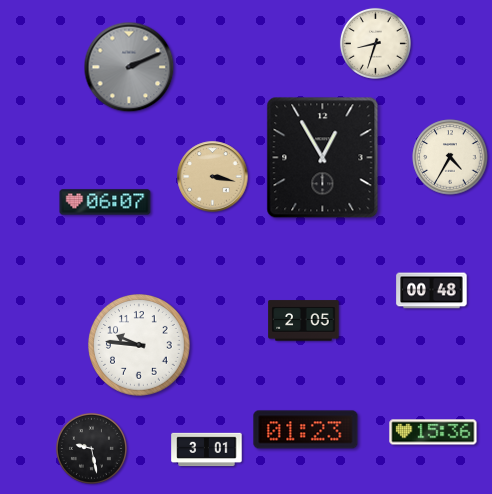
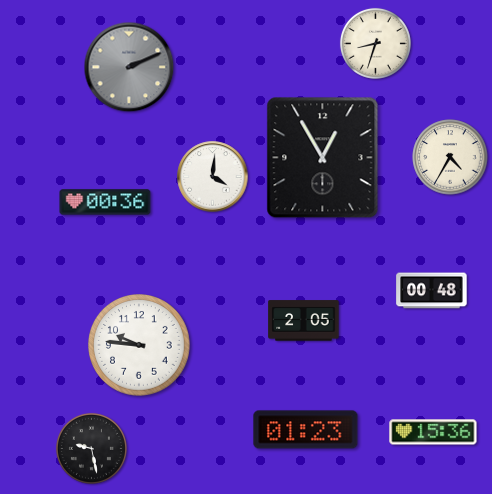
clock at (213, 177): 3:17 -> 4:01
clock at (213, 177) dial: champagne -> white
clock at (105, 202): 06:07 -> 00:36
clock at (207, 450): 3:01 -> none
